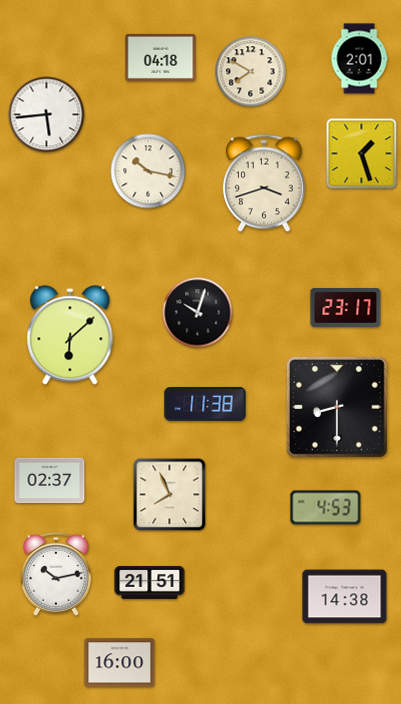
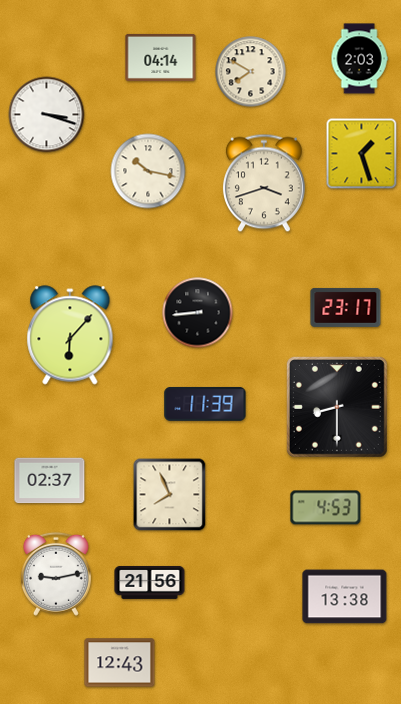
clock at (161, 57): 04:18 -> 04:14
clock at (359, 59): 2:01 -> 2:03
clock at (47, 115): 5:44 -> 3:18
clock at (198, 313): 10:03 -> 8:44
clock at (70, 335): 6:08 -> 6:07
clock at (205, 404): 11:38 -> 11:39
clock at (56, 574): 10:13 -> 9:13
clock at (150, 582): 21:51 -> 21:56
clock at (345, 597): 14:38 -> 13:38
clock at (120, 663): 16:00 -> 12:43
